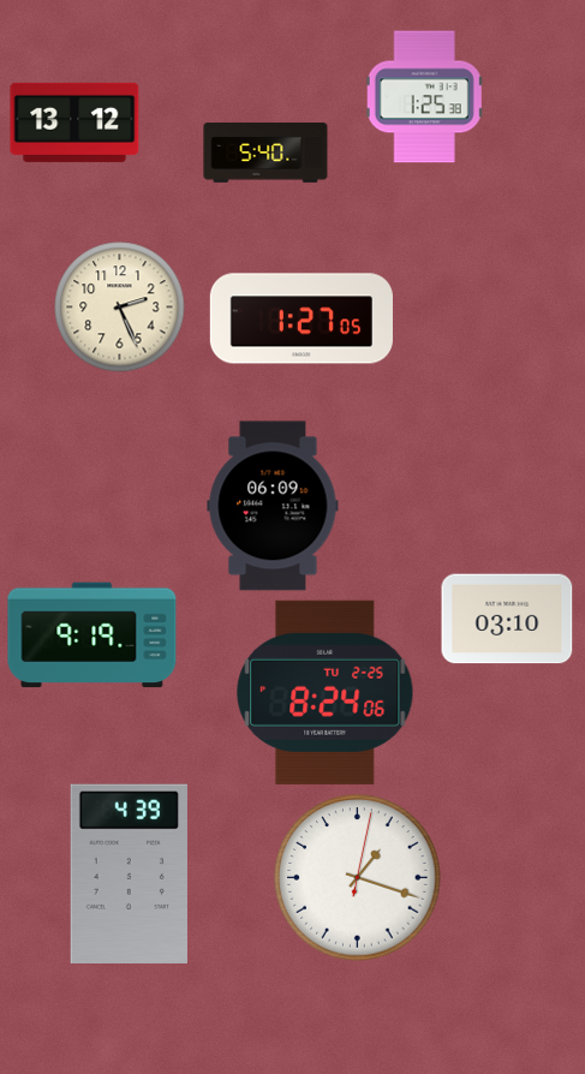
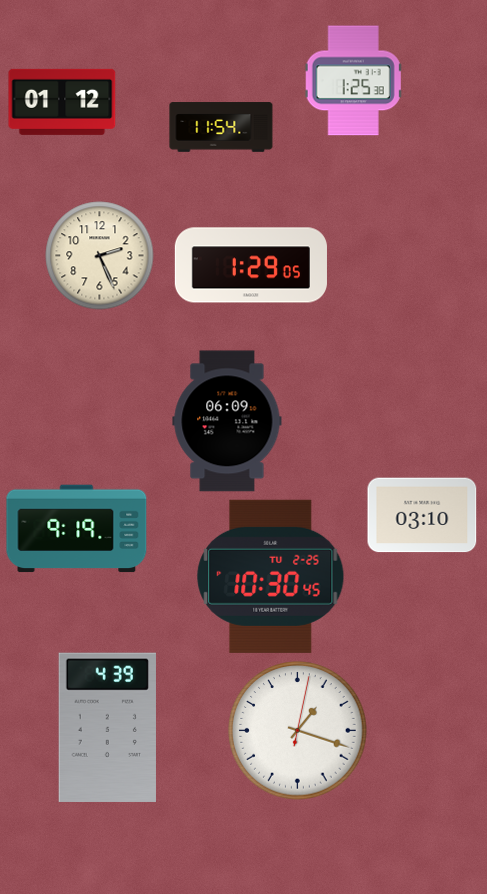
clock at (74, 123): 13:12 -> 01:12
clock at (265, 153): 5:40 -> 11:54
clock at (302, 318): 1:27 -> 1:29
clock at (326, 692): 8:24 -> 10:30
